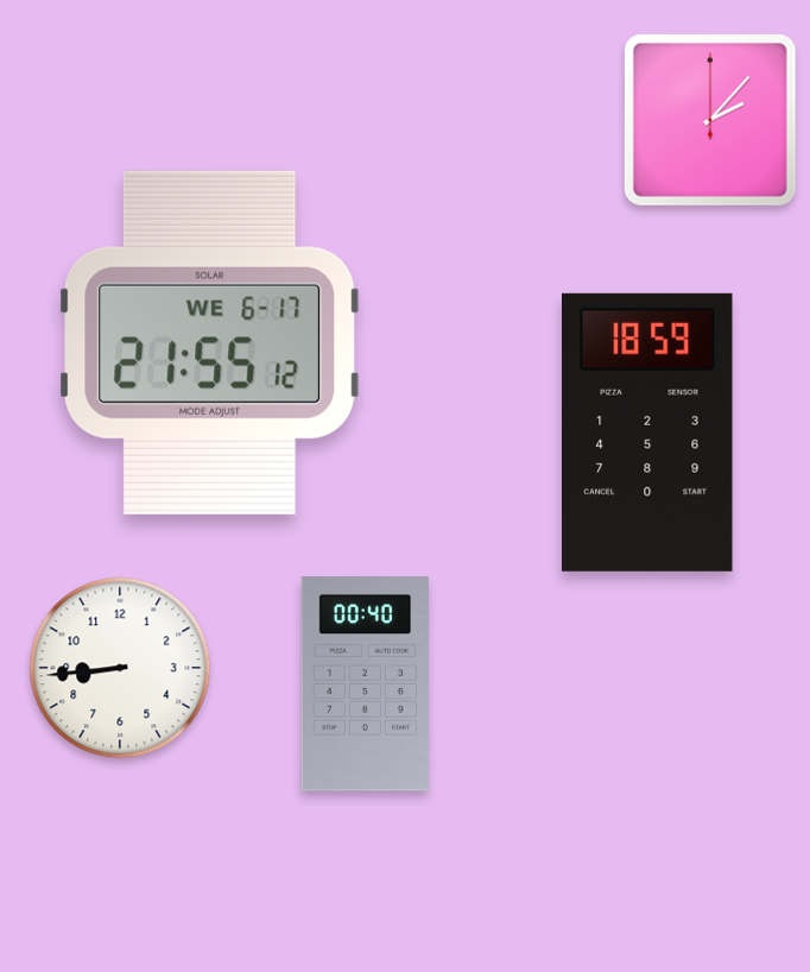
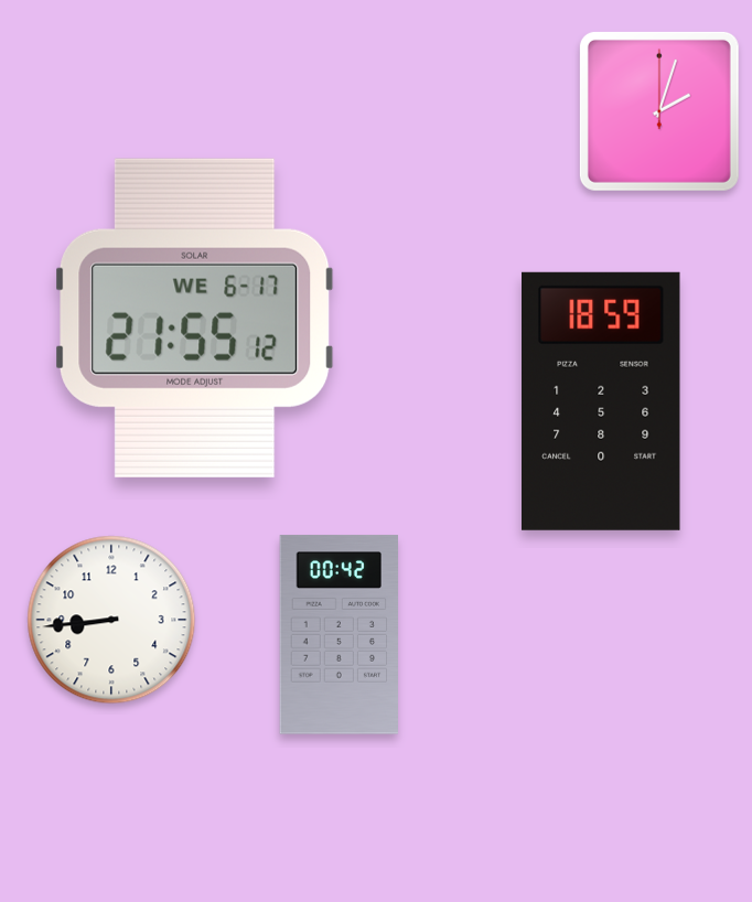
clock at (710, 120): 2:07 -> 2:03
clock at (365, 684): 00:40 -> 00:42
